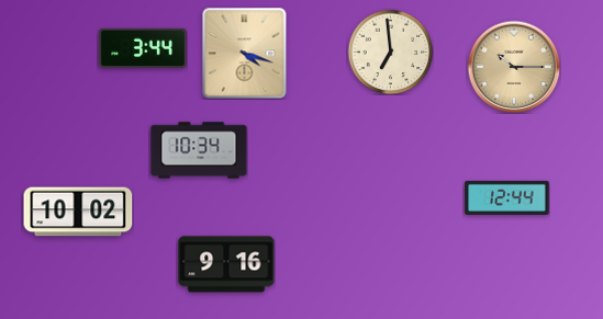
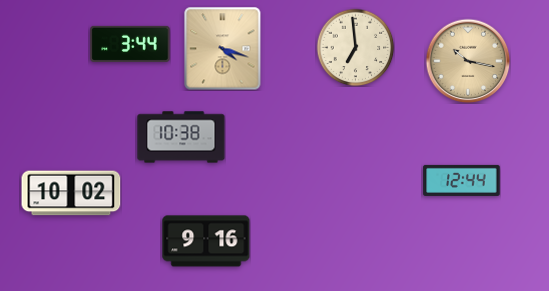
clock at (514, 67): 10:15 -> 10:17
clock at (199, 150): 10:34 -> 10:38
